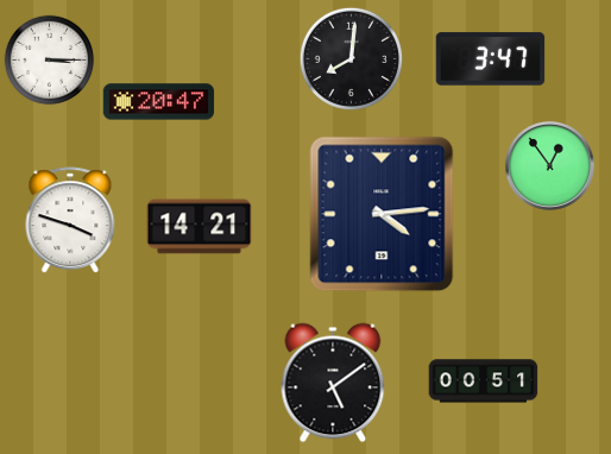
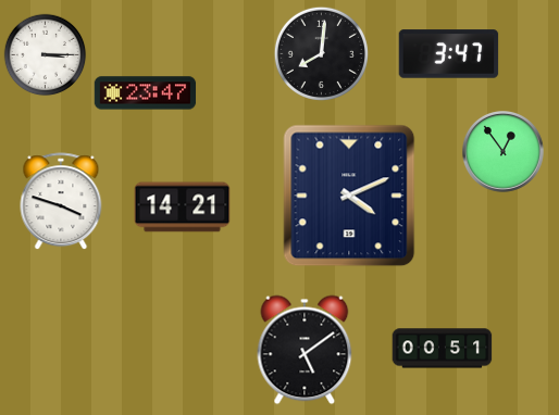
clock at (159, 102): 20:47 -> 23:47
clock at (382, 214): 4:14 -> 4:11
clock at (70, 221) position: (70, 221) -> (61, 202)
